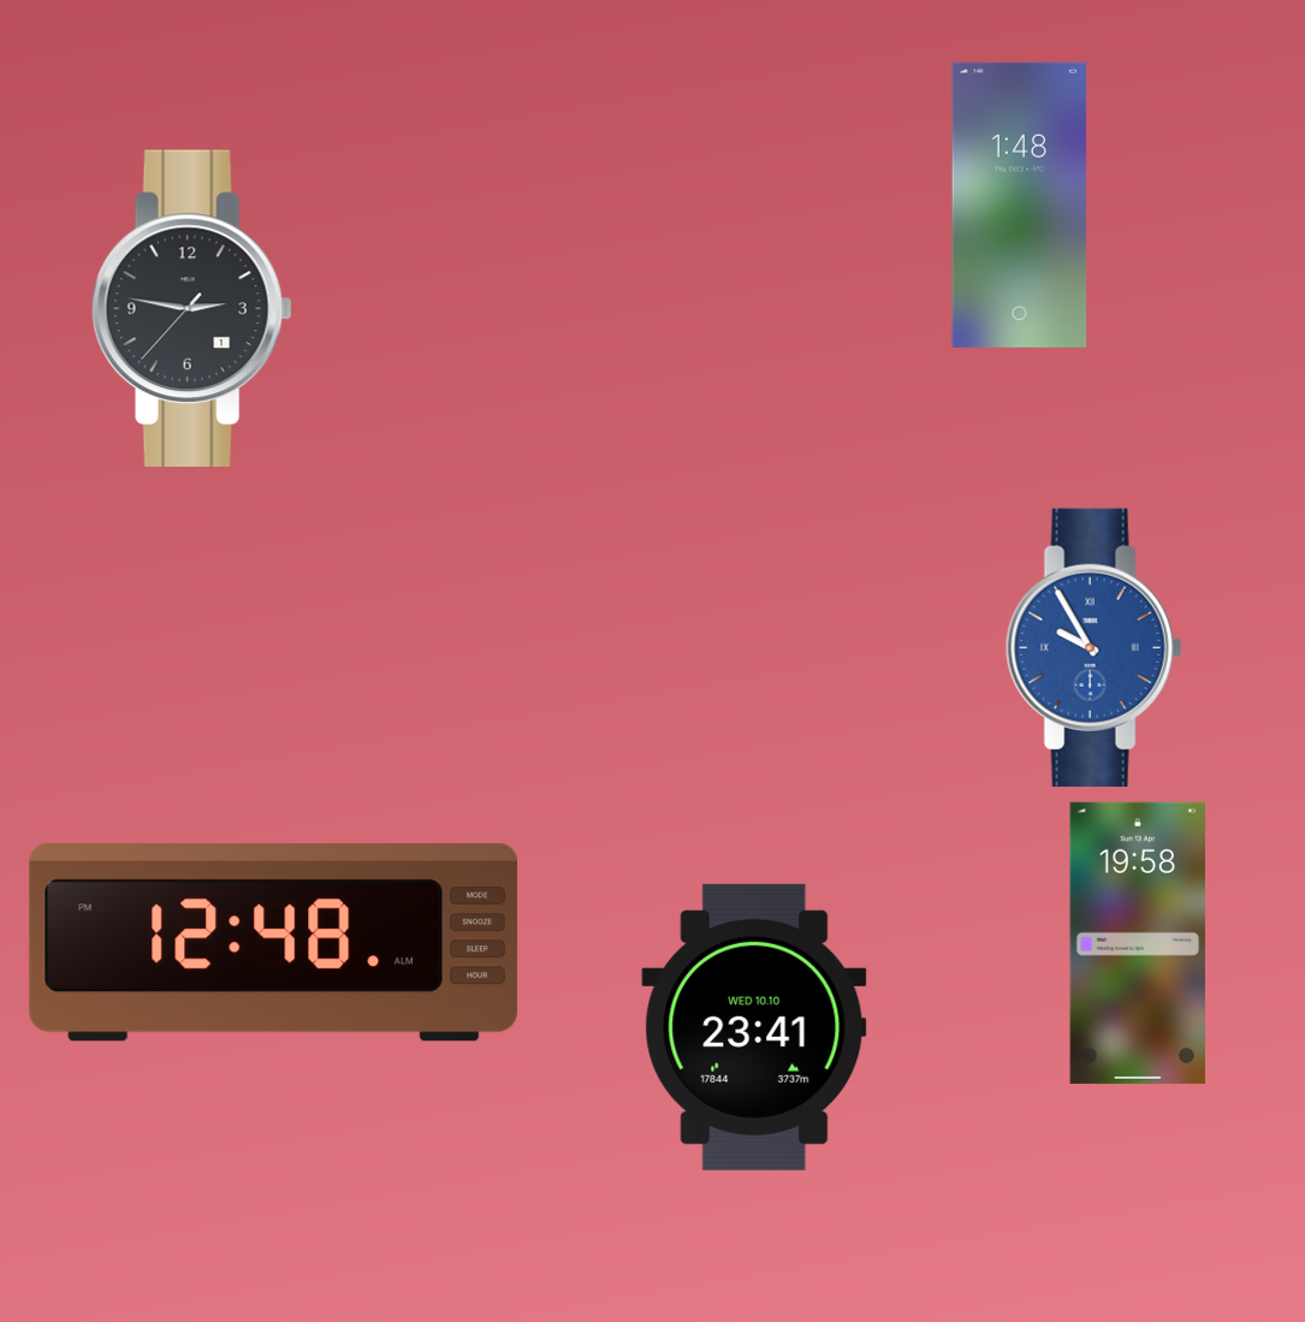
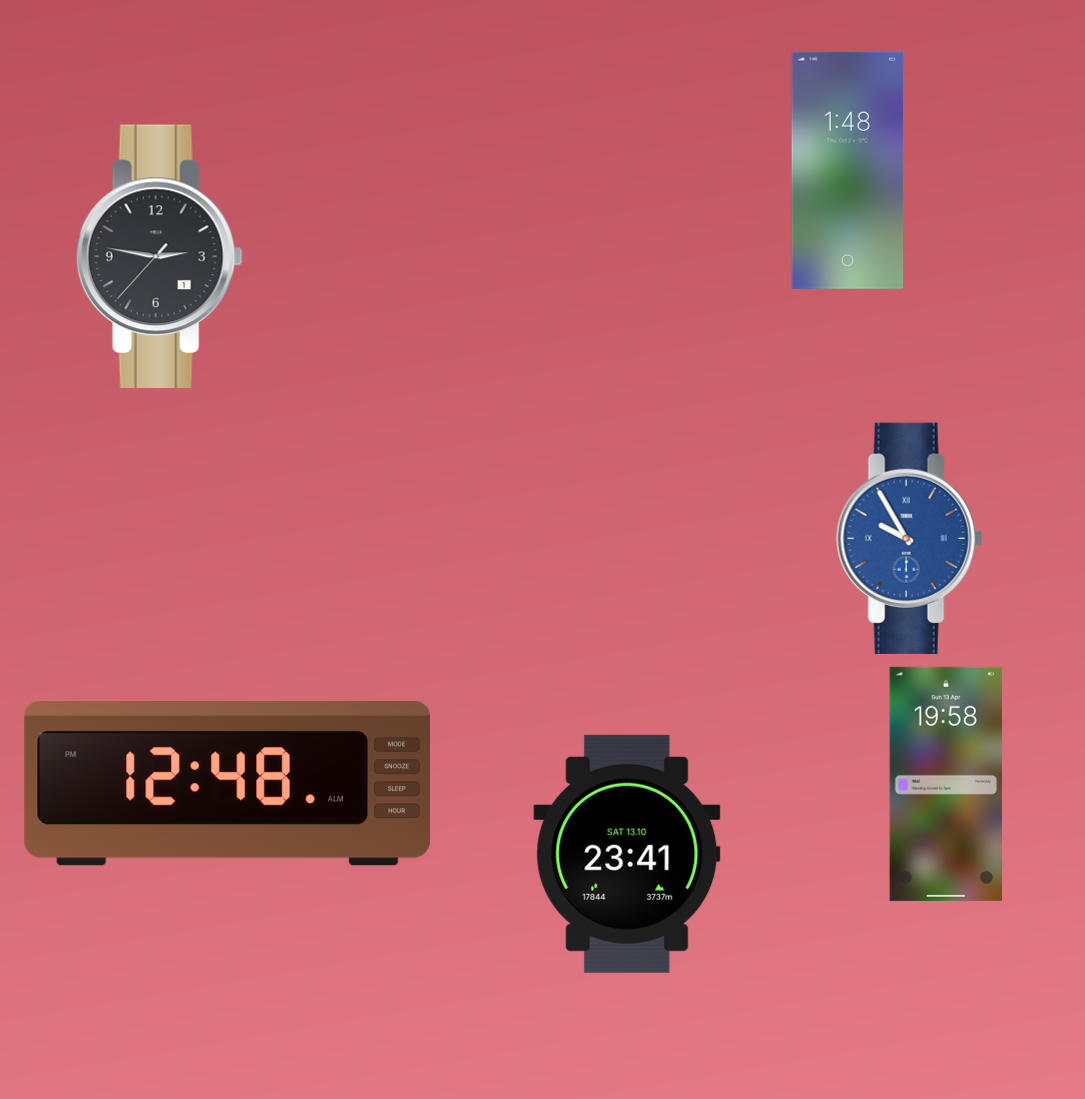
clock at (754, 1027) date: WED 10.10 -> SAT 13.10
